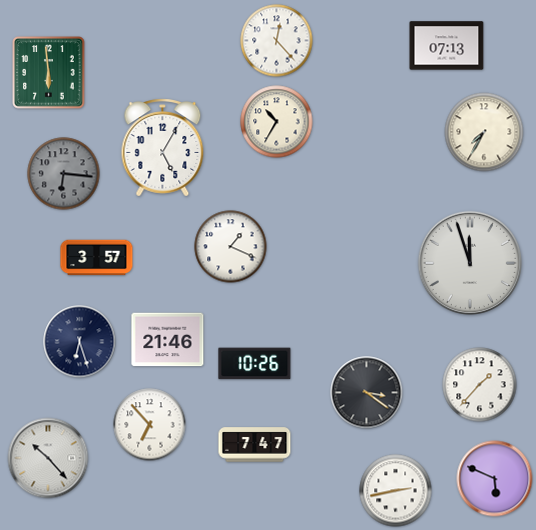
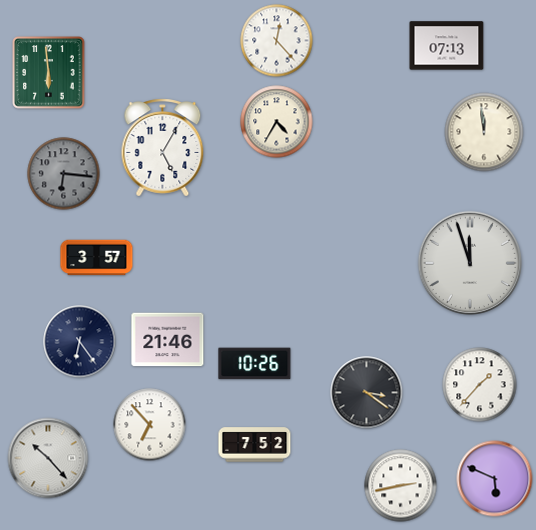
clock at (277, 122): 10:35 -> 4:35
clock at (484, 132): 7:35 -> 11:59
clock at (231, 247): 1:19 -> none
clock at (80, 342): 6:27 -> 6:24
clock at (255, 445): 7:47 -> 7:52
clock at (396, 491) position: (396, 491) -> (401, 486)
